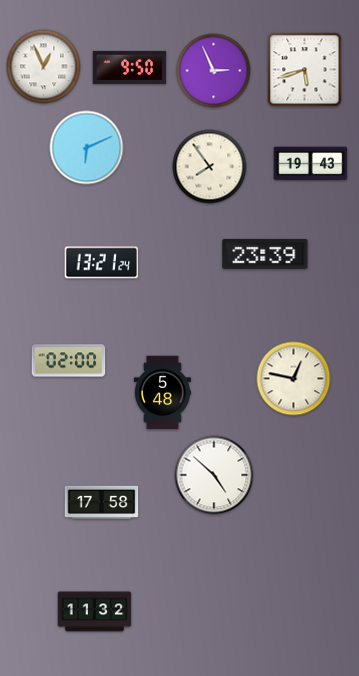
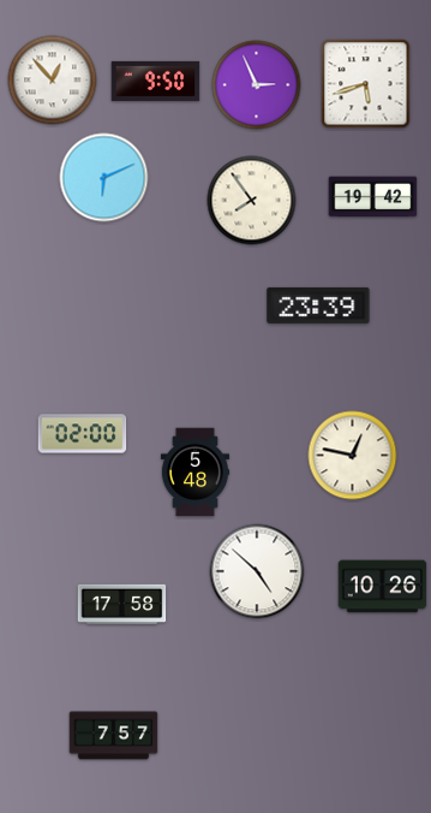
clock at (44, 67): 12:56 -> 12:53
clock at (311, 164): 19:43 -> 19:42
clock at (102, 263): 13:21 -> none
clock at (383, 587): none -> 10:26
clock at (95, 612): 11:32 -> 7:57
